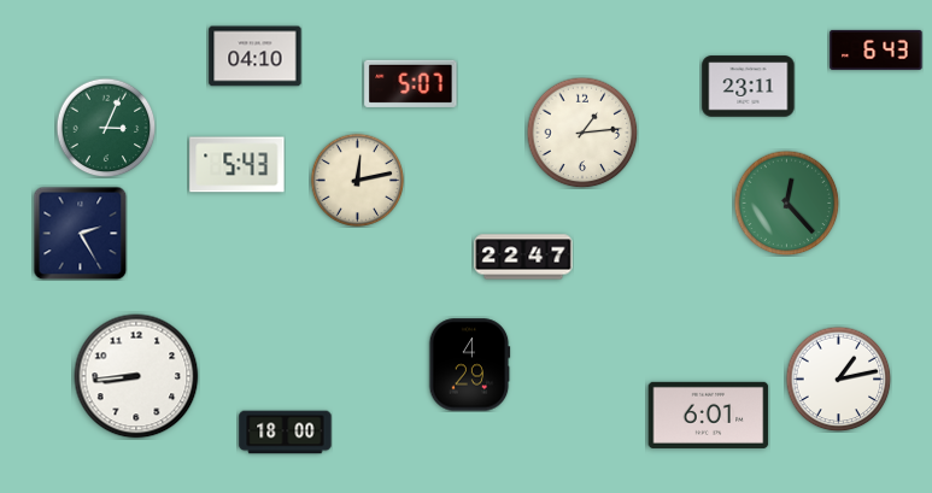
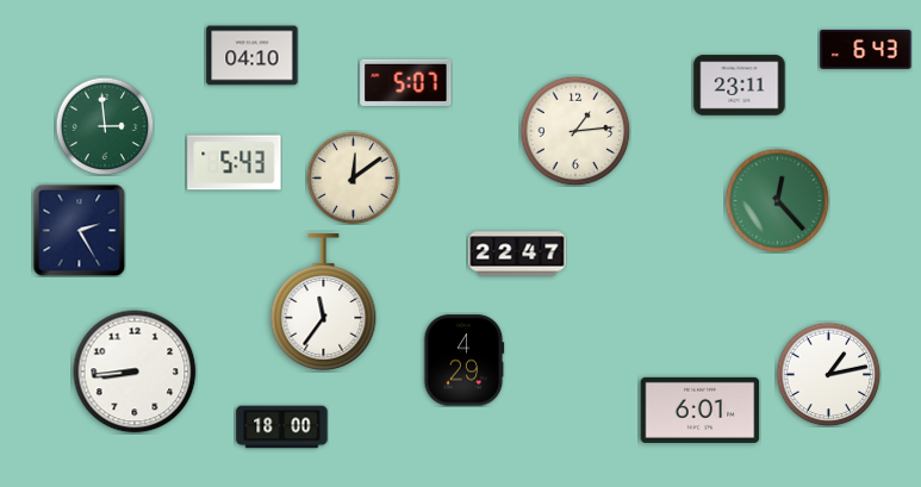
clock at (106, 128): 3:04 -> 2:59
clock at (357, 180): 12:13 -> 12:09
clock at (324, 302): none -> 11:36
